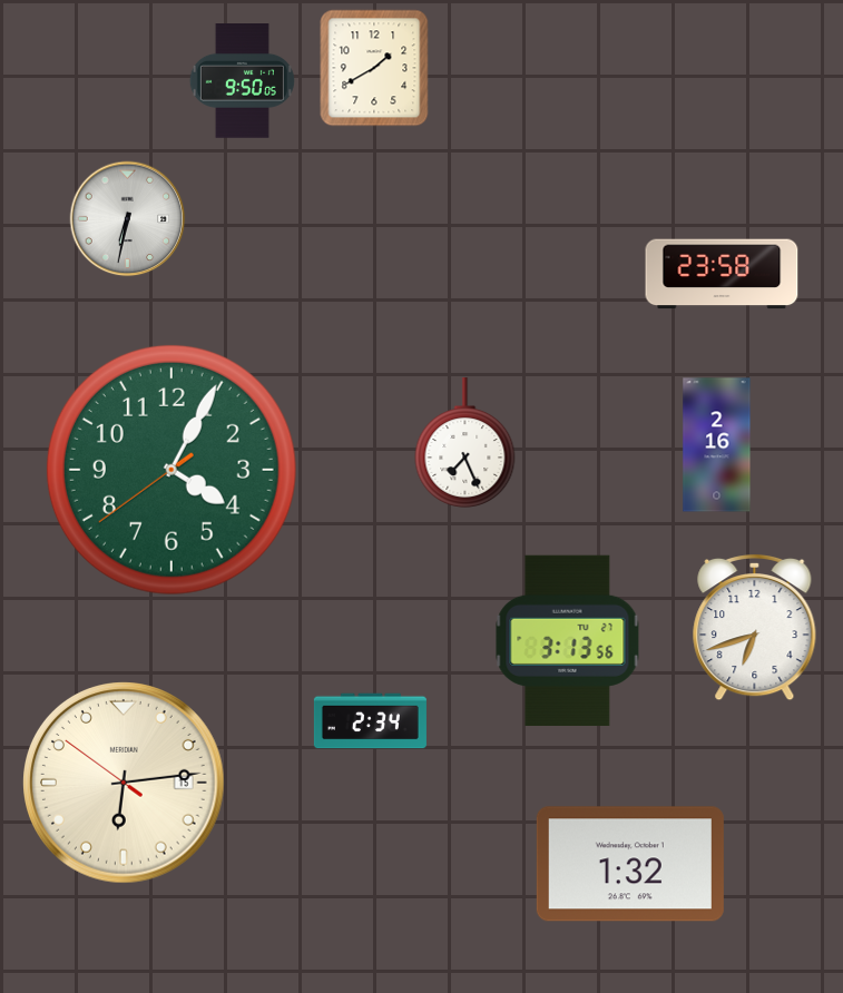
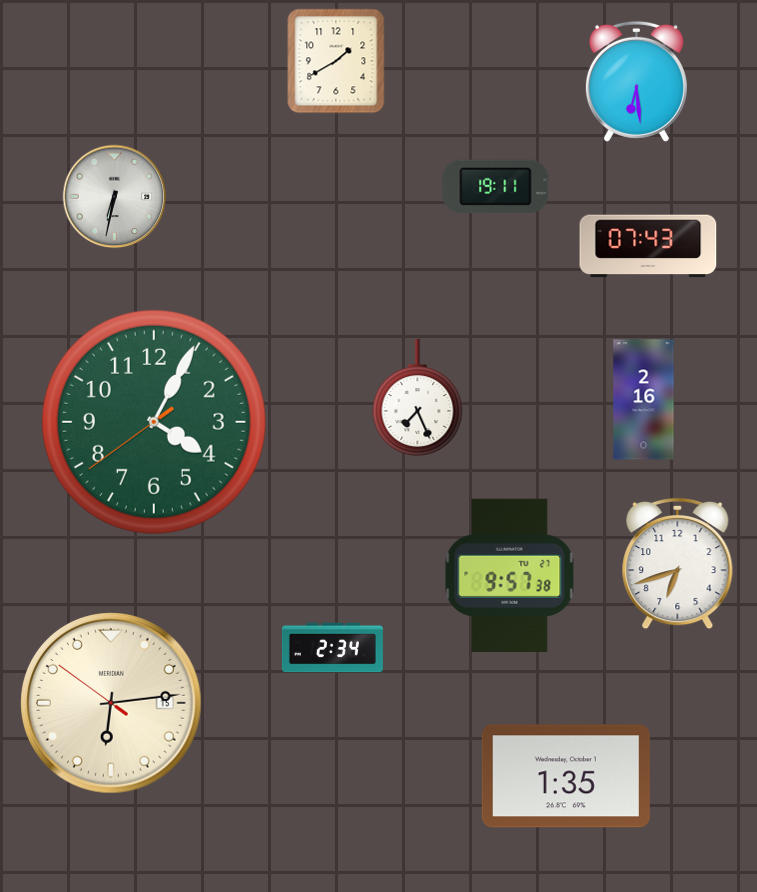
clock at (242, 81): 9:50 -> none
clock at (636, 81): none -> 6:29
clock at (496, 187): none -> 19:11
clock at (722, 274): 23:58 -> 07:43
clock at (568, 640): 3:13 -> 9:57
clock at (630, 864): 1:32 -> 1:35
